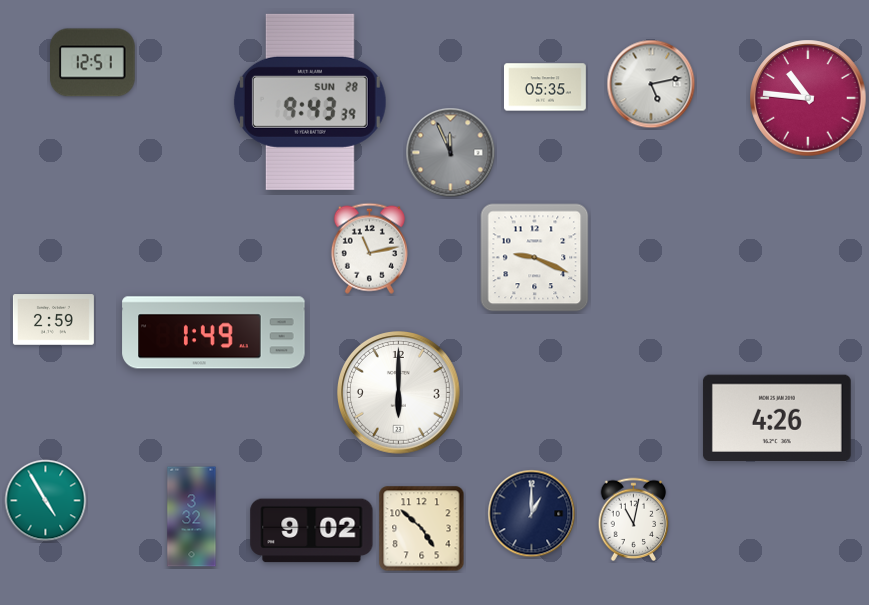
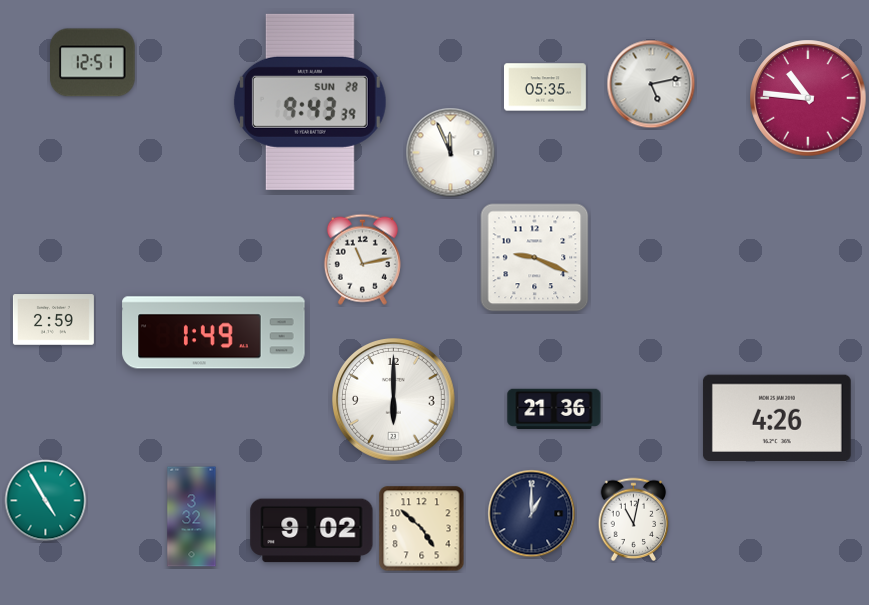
clock at (451, 153) dial: grey -> white
clock at (369, 248) position: (369, 248) -> (362, 259)
clock at (399, 393) position: (399, 393) -> (394, 400)
clock at (554, 408): none -> 21:36
